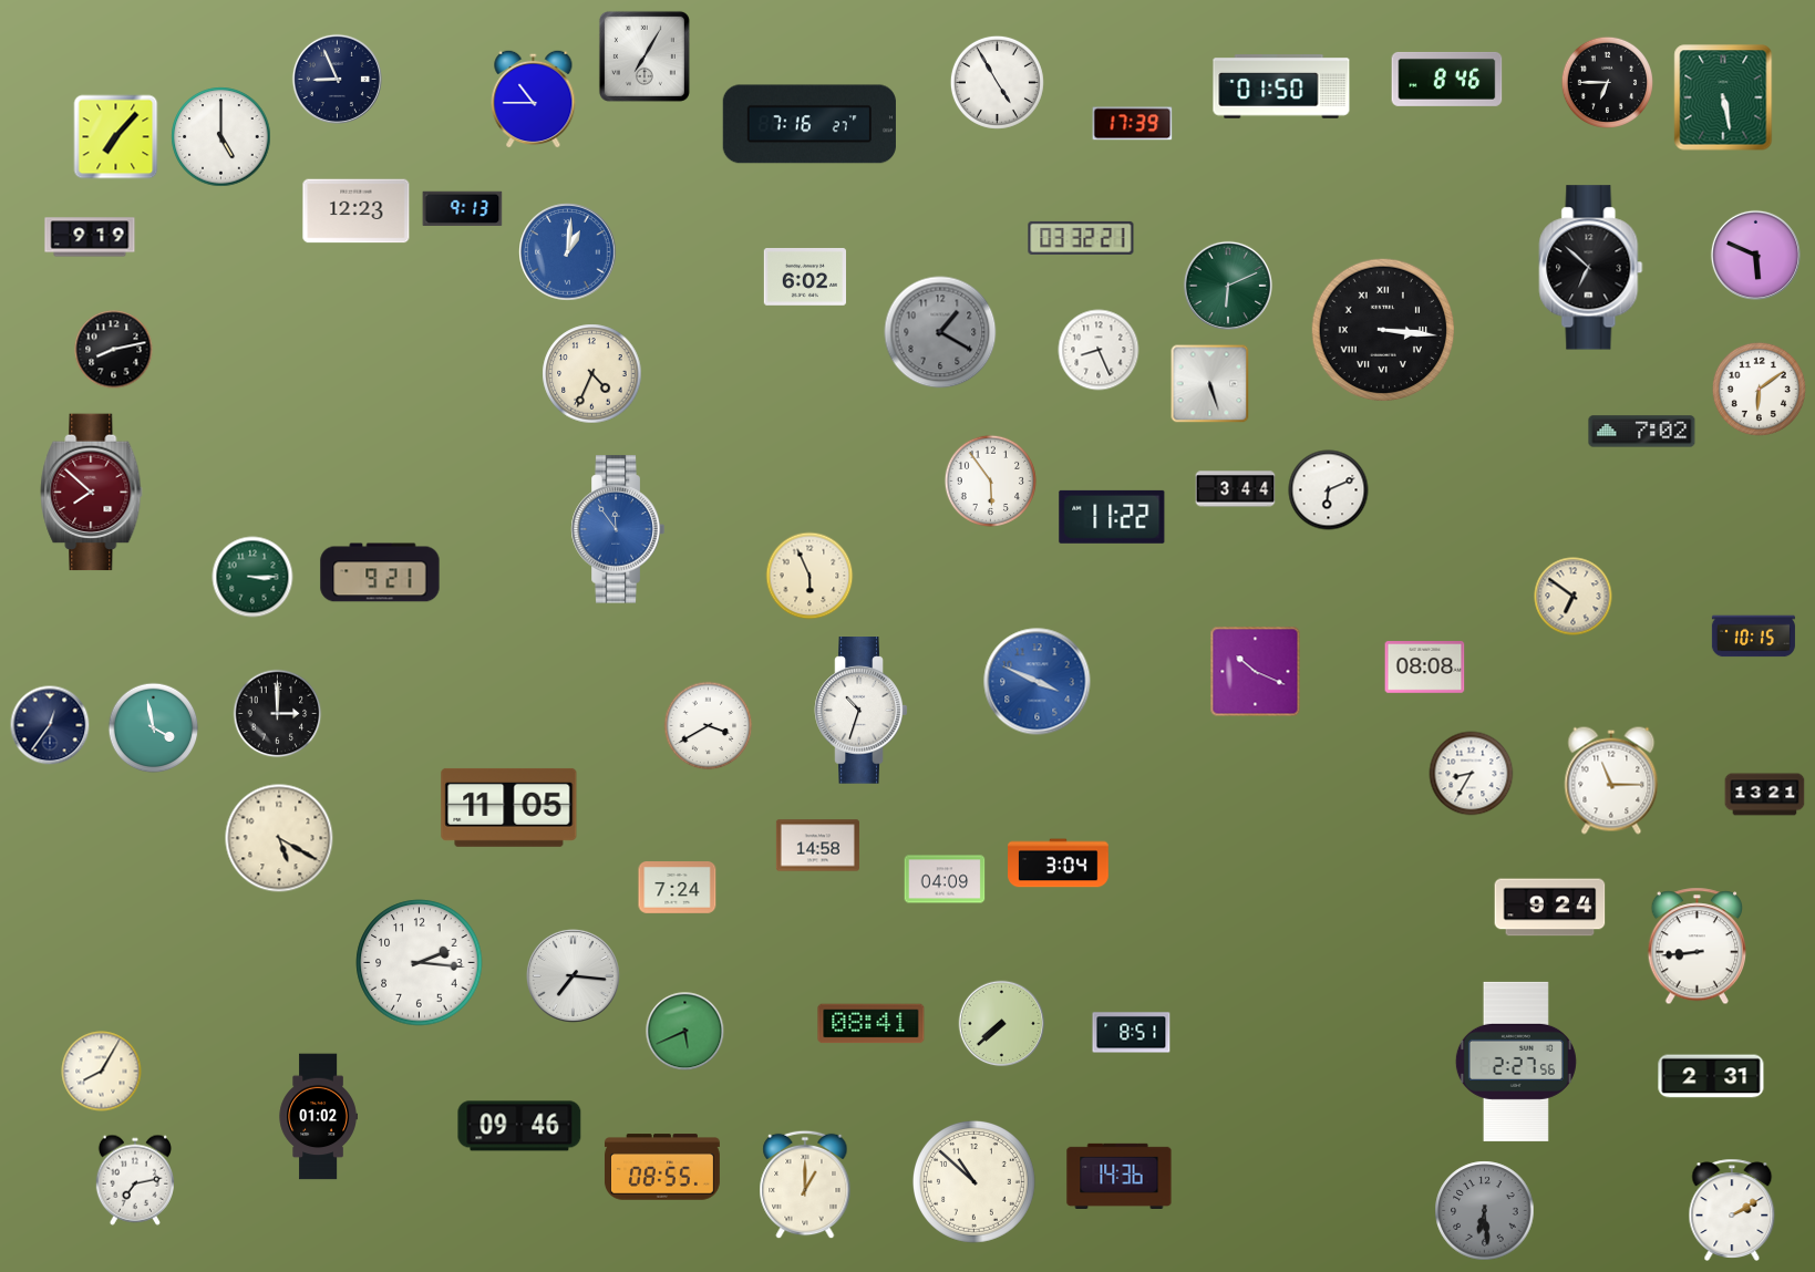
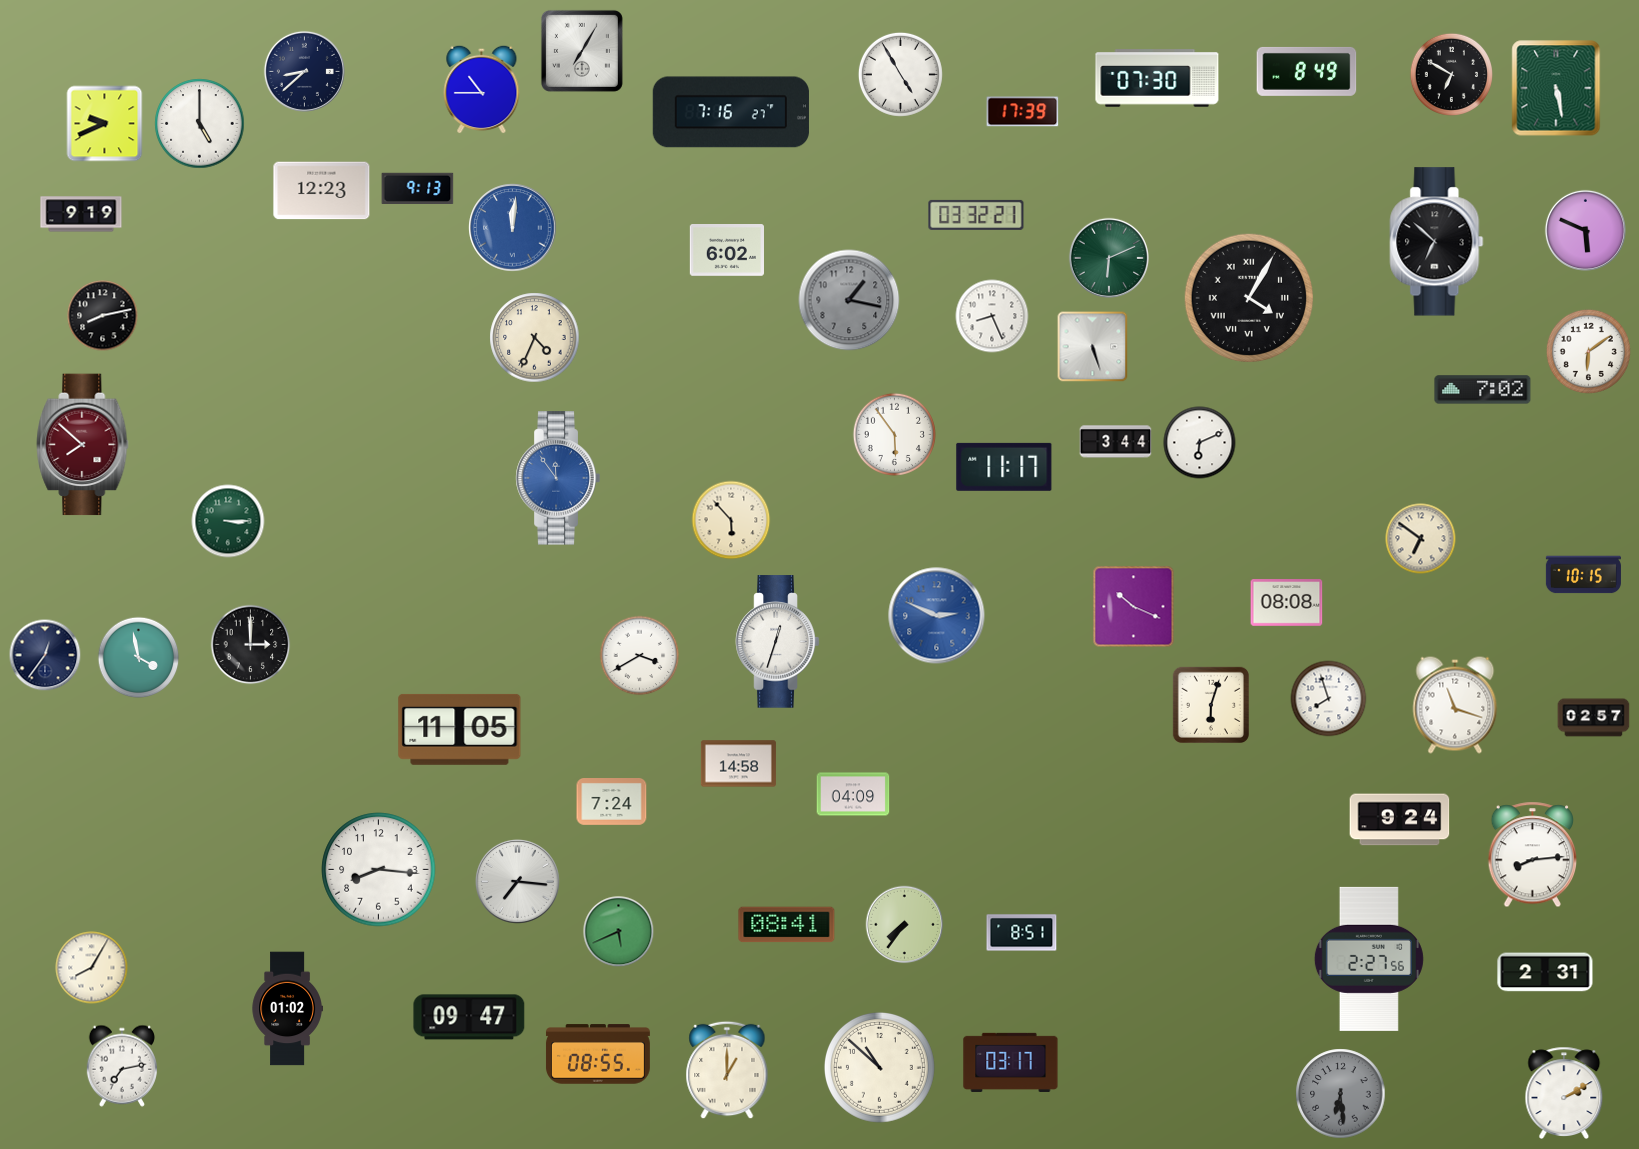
clock at (337, 79): 8:56 -> 8:38
clock at (1447, 79): 8:46 -> 8:49
clock at (1607, 82): 6:45 -> 6:50
clock at (1281, 86): 01:50 -> 07:30
clock at (116, 137): 7:07 -> 9:41
clock at (568, 252): 1:01 -> 12:01
clock at (1382, 329): 3:16 -> 4:05
clock at (940, 332): 1:20 -> 1:17
clock at (1112, 517): 11:22 -> 11:17
clock at (380, 572): 9:21 -> none
clock at (809, 576): 5:56 -> 5:53
clock at (1038, 682): 3:49 -> 2:49
clock at (862, 711): 10:33 -> 12:33
clock at (1472, 774): 8:35 -> 7:57
clock at (1211, 705): none -> 6:03
clock at (1611, 780): 11:15 -> 11:18
clock at (1765, 795): 13:21 -> 02:57
clock at (279, 838): 5:20 -> none
clock at (1059, 863): 3:04 -> none
clock at (1697, 947): 8:44 -> 8:14
clock at (420, 963): 2:16 -> 8:16
clock at (1002, 1024): 7:38 -> 7:36
clock at (519, 1126): 09:46 -> 09:47
clock at (1120, 1176): 14:36 -> 03:17
